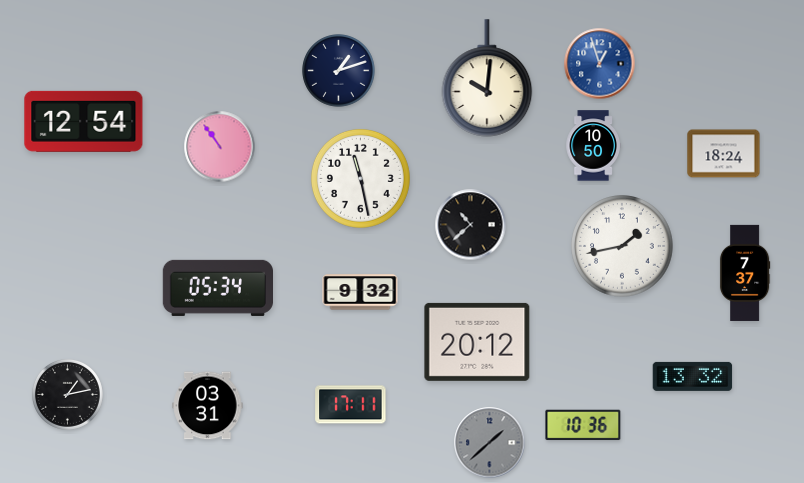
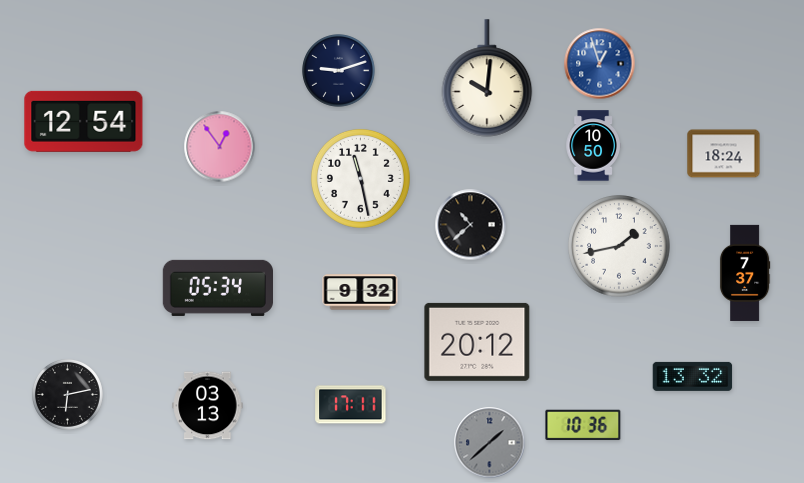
clock at (339, 71): 1:12 -> 9:12
clock at (220, 147): 10:54 -> 12:54
clock at (622, 246) position: (622, 246) -> (619, 246)
clock at (67, 394): 1:13 -> 6:13
clock at (208, 406): 03:31 -> 03:13
